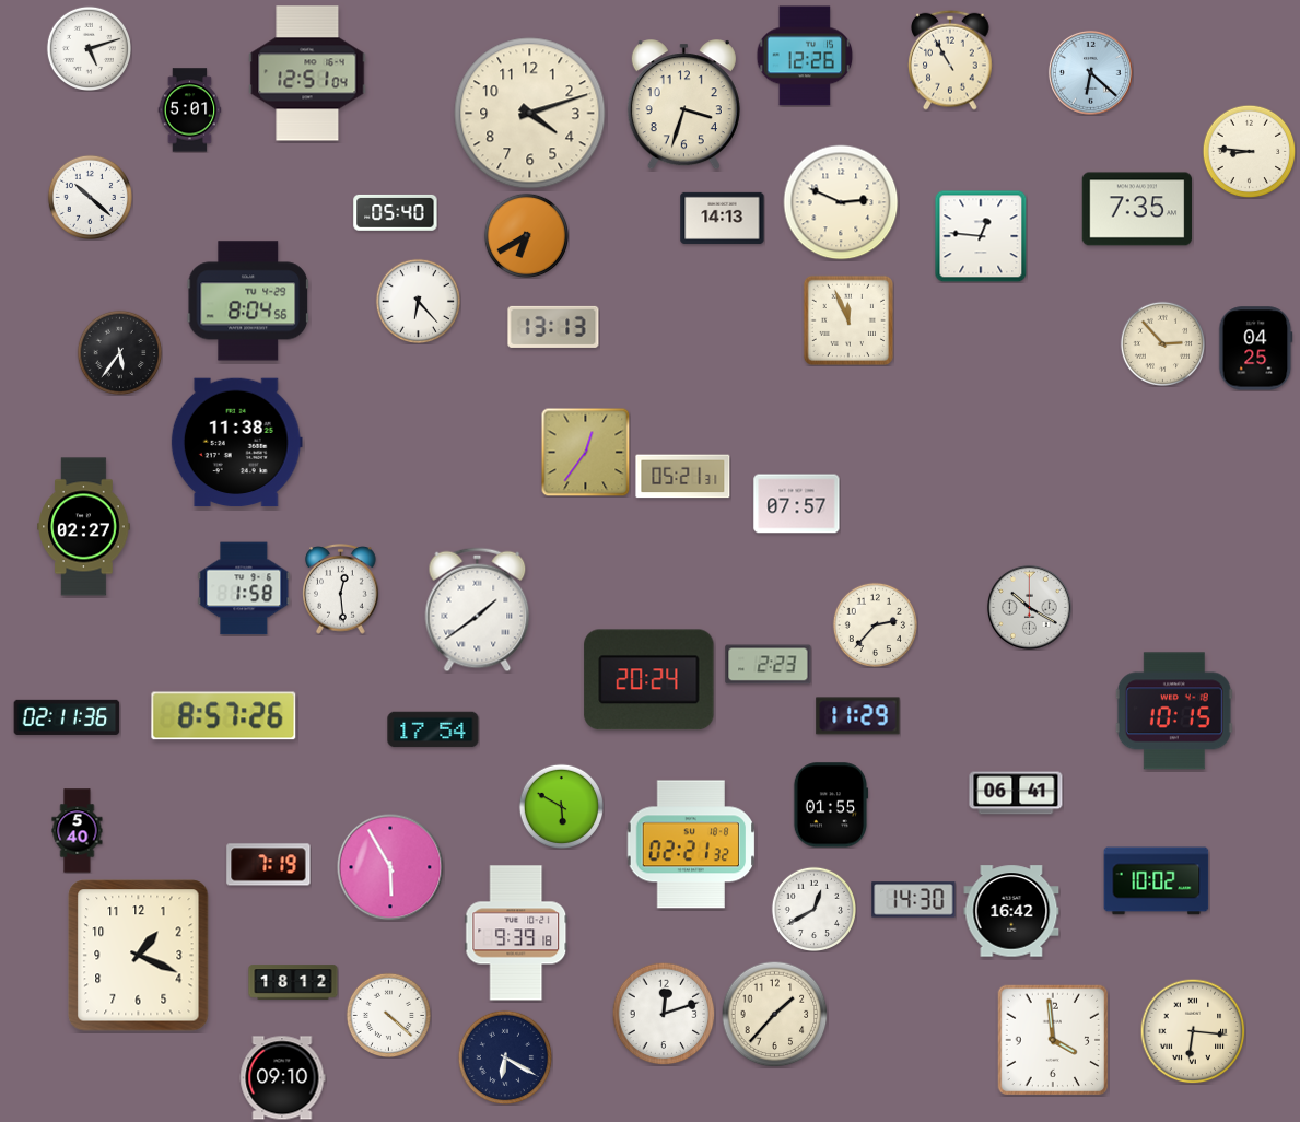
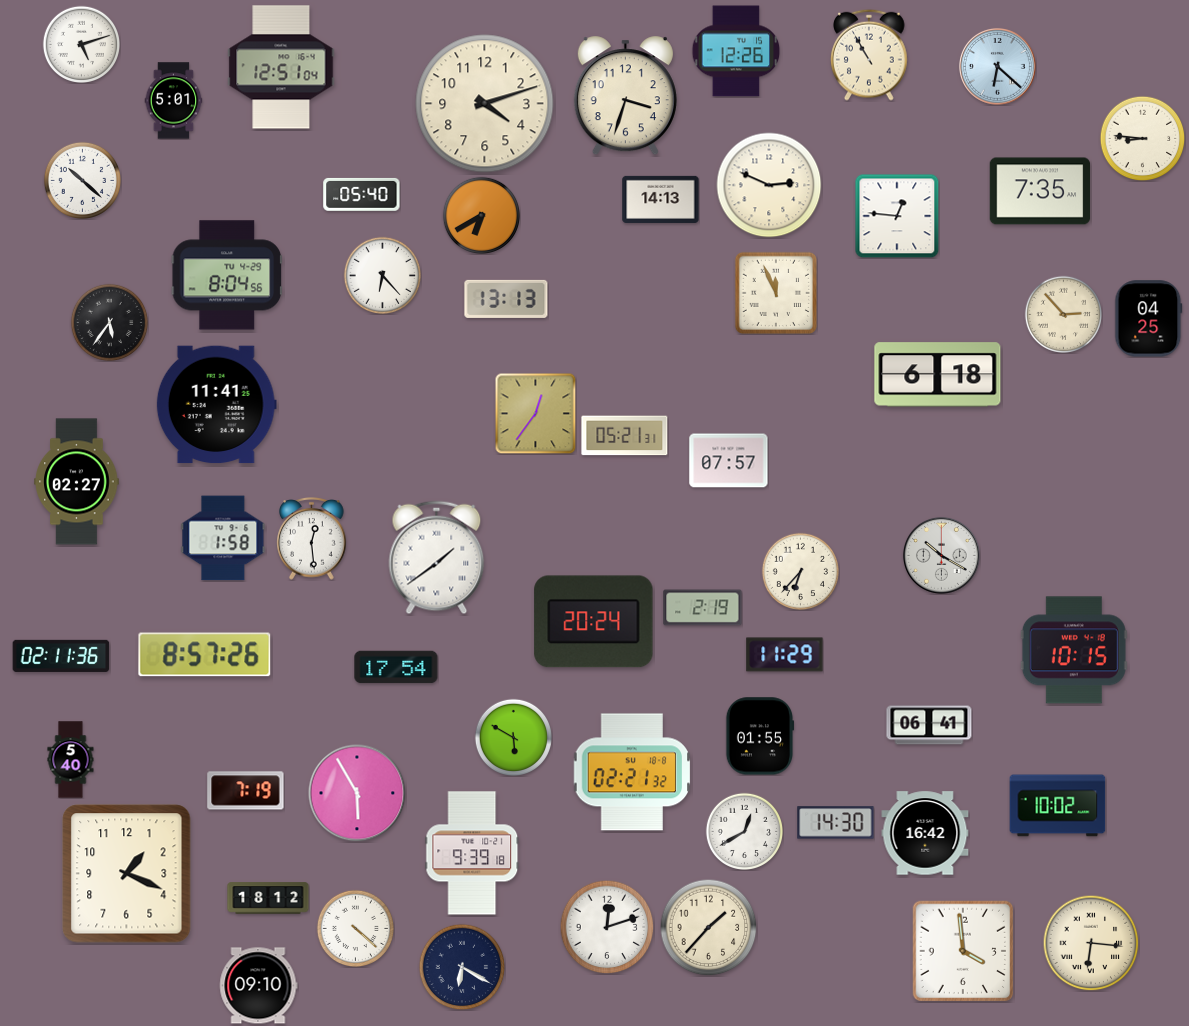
clock at (938, 375): none -> 6:18
clock at (236, 443): 11:38 -> 11:41
clock at (875, 624): 2:37 -> 6:37
clock at (769, 665): 2:23 -> 2:19
